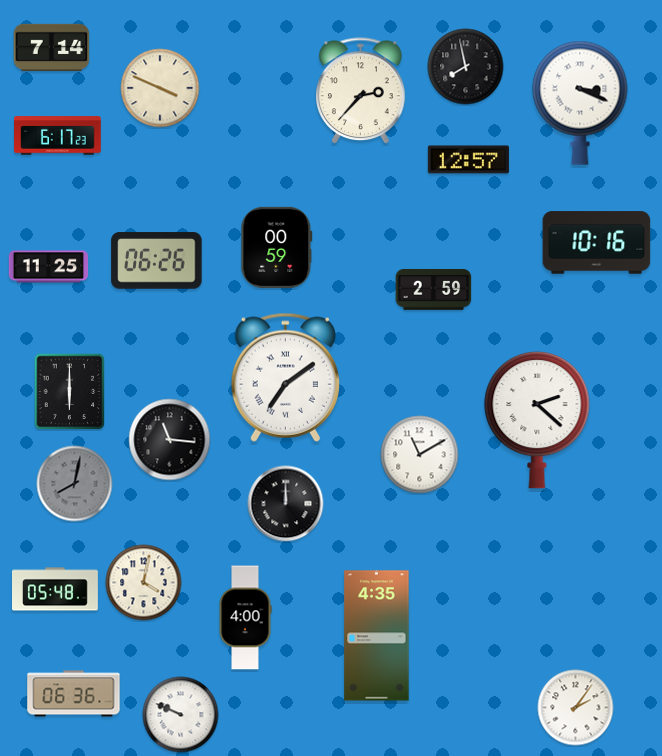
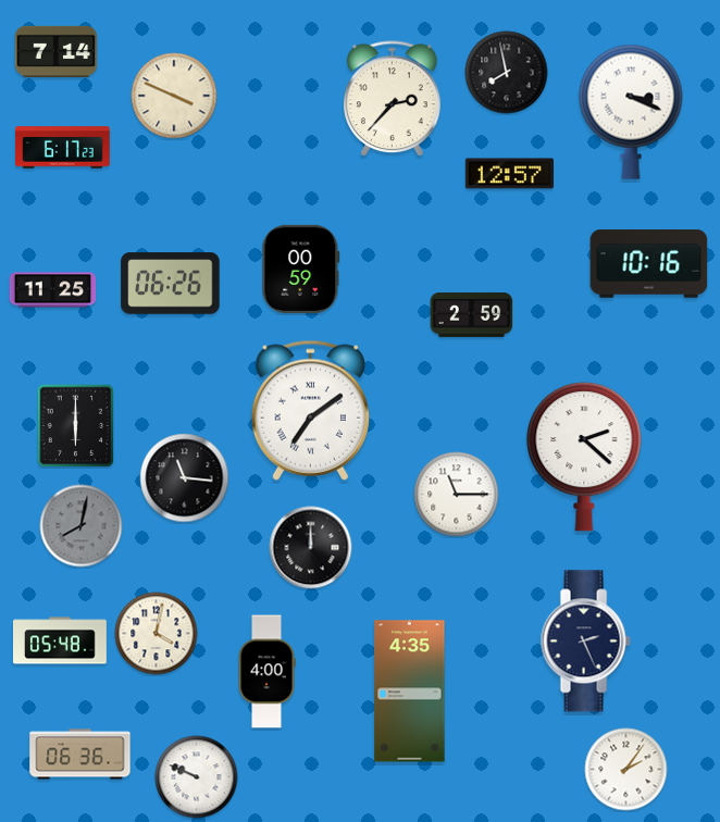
clock at (420, 455): 11:10 -> 11:15
clock at (585, 642): none -> 2:26
